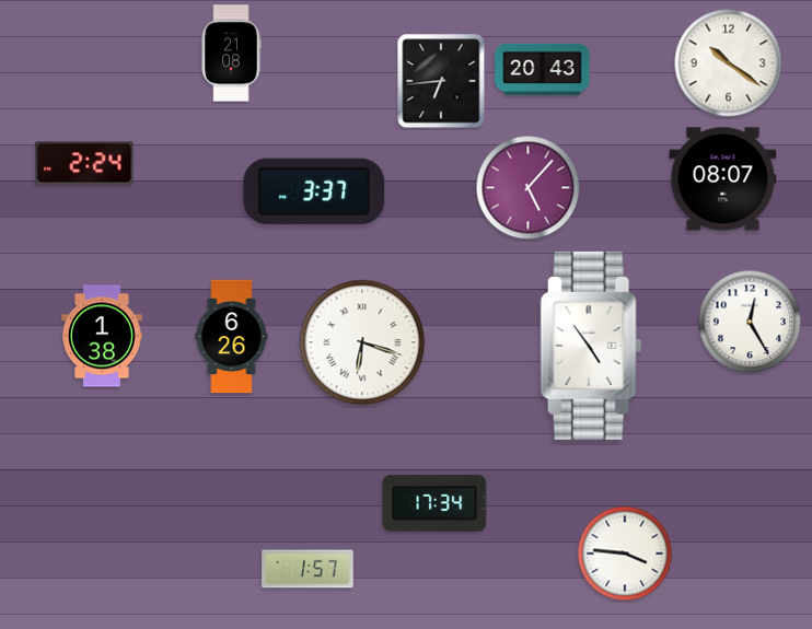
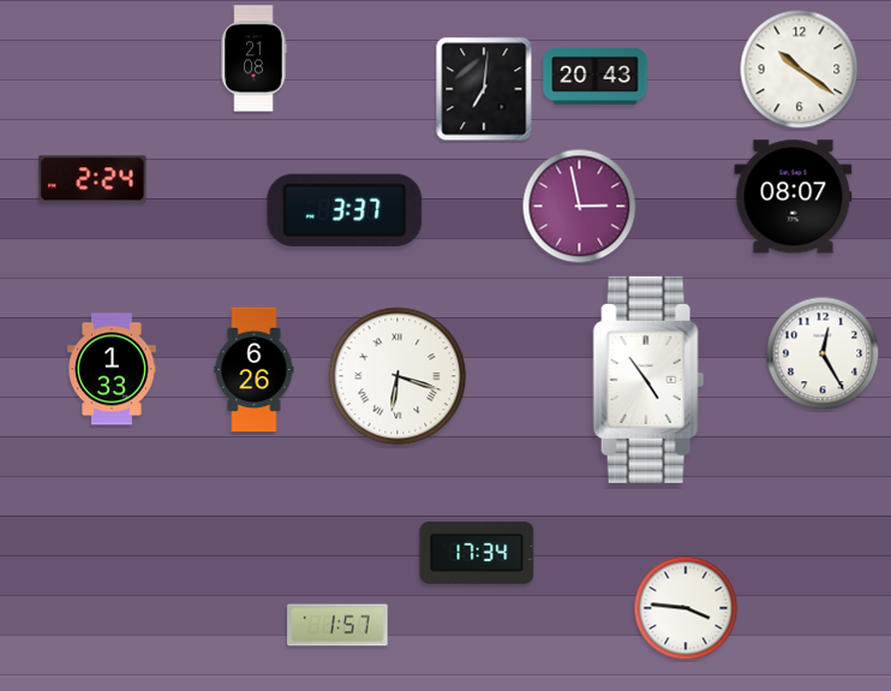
clock at (441, 81): 6:44 -> 7:01
clock at (529, 188): 5:07 -> 2:58
clock at (102, 336): 1:38 -> 1:33
